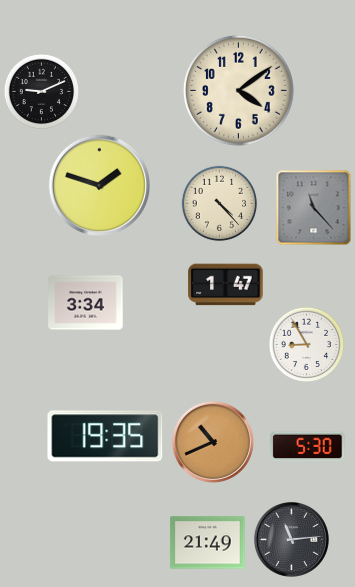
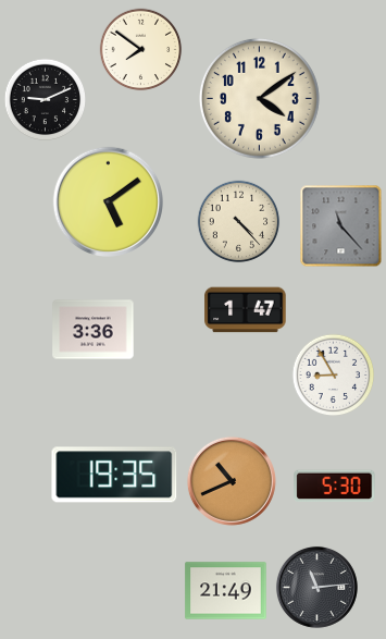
clock at (141, 50): none -> 7:51
clock at (99, 185): 1:48 -> 5:09
clock at (86, 303): 3:34 -> 3:36
